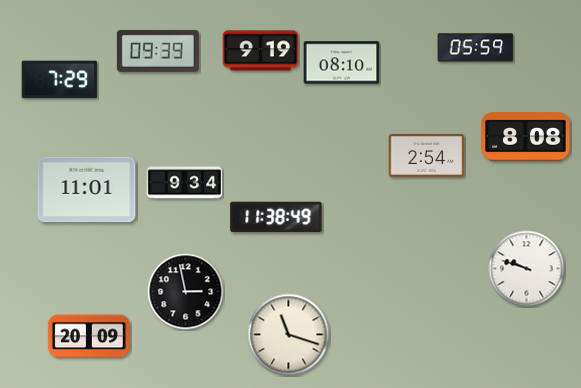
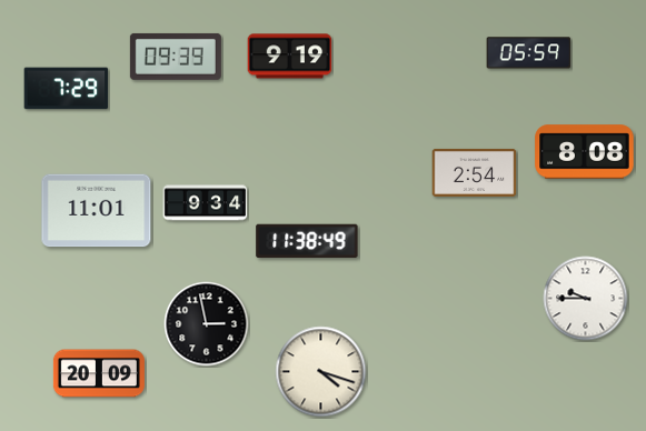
clock at (342, 63): 08:10 -> none
clock at (527, 269): 9:48 -> 9:45
clock at (289, 335): 11:18 -> 4:18
